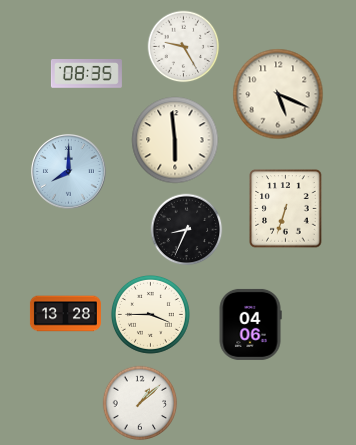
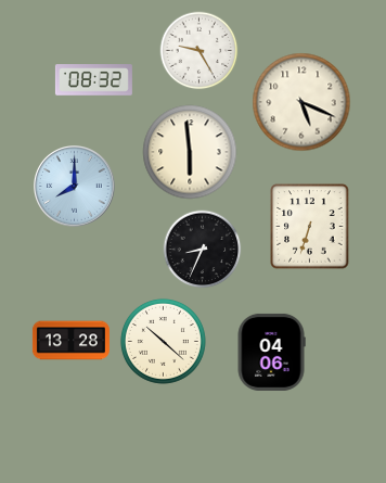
clock at (86, 74): 08:35 -> 08:32
clock at (150, 314): 3:45 -> 10:22
clock at (140, 403): 1:08 -> none
